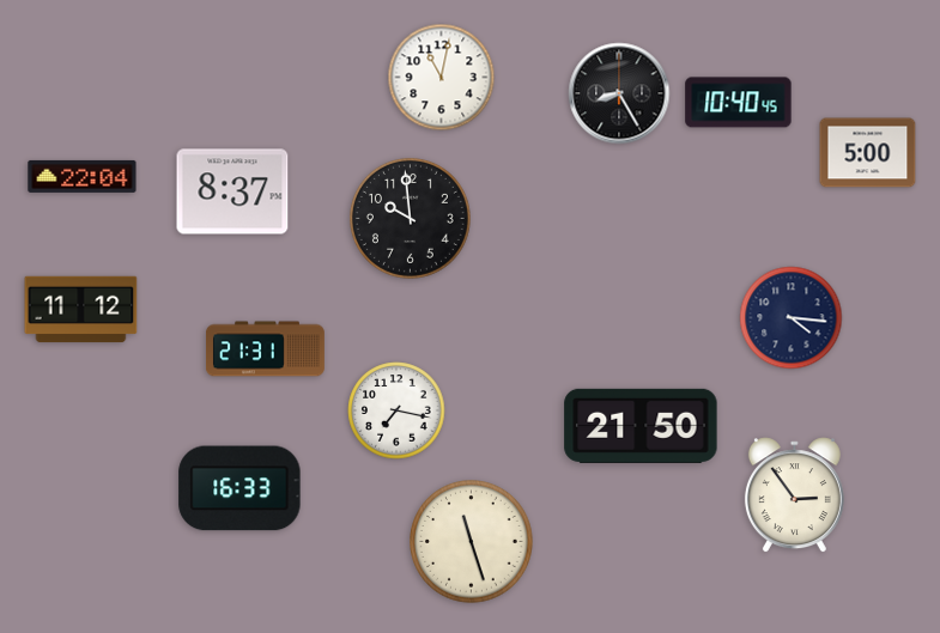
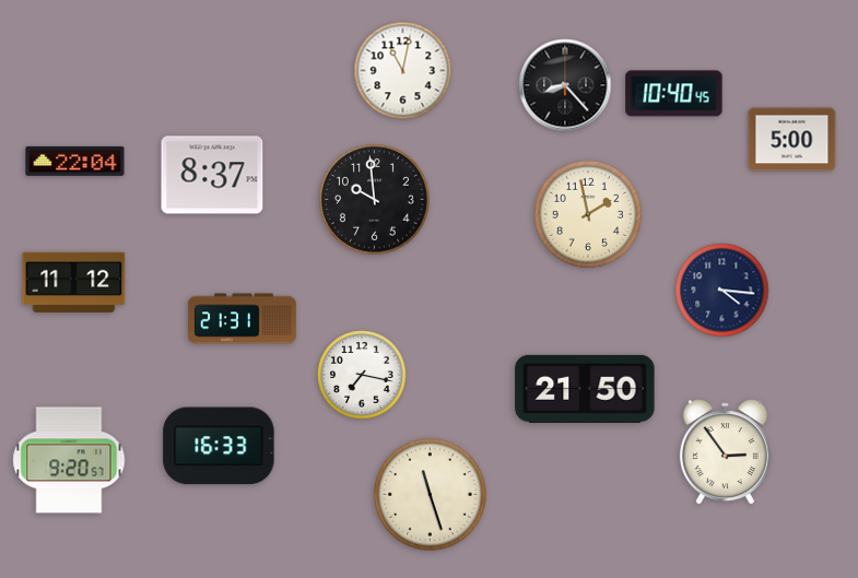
clock at (619, 93): 8:25 -> 8:23
clock at (588, 214): none -> 1:58
clock at (69, 460): none -> 9:20
